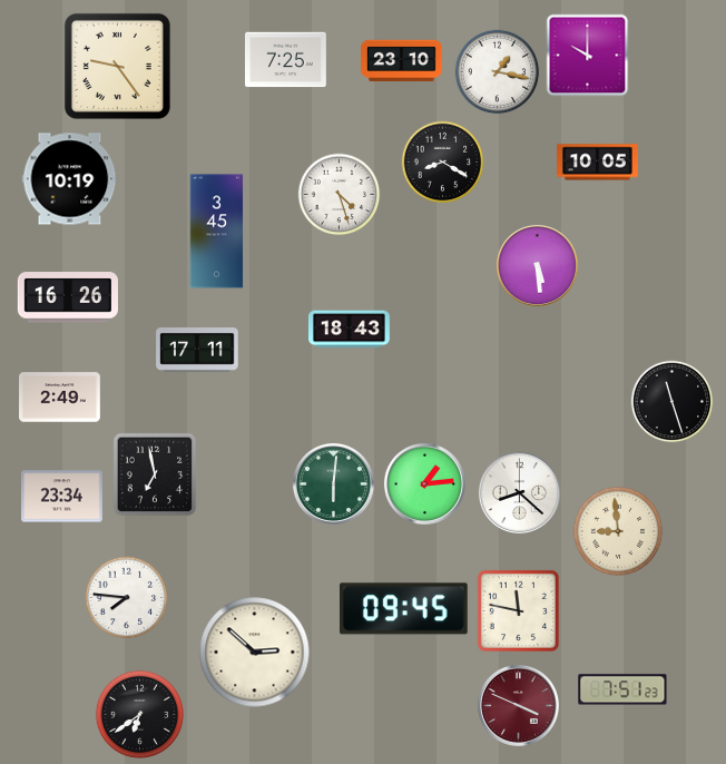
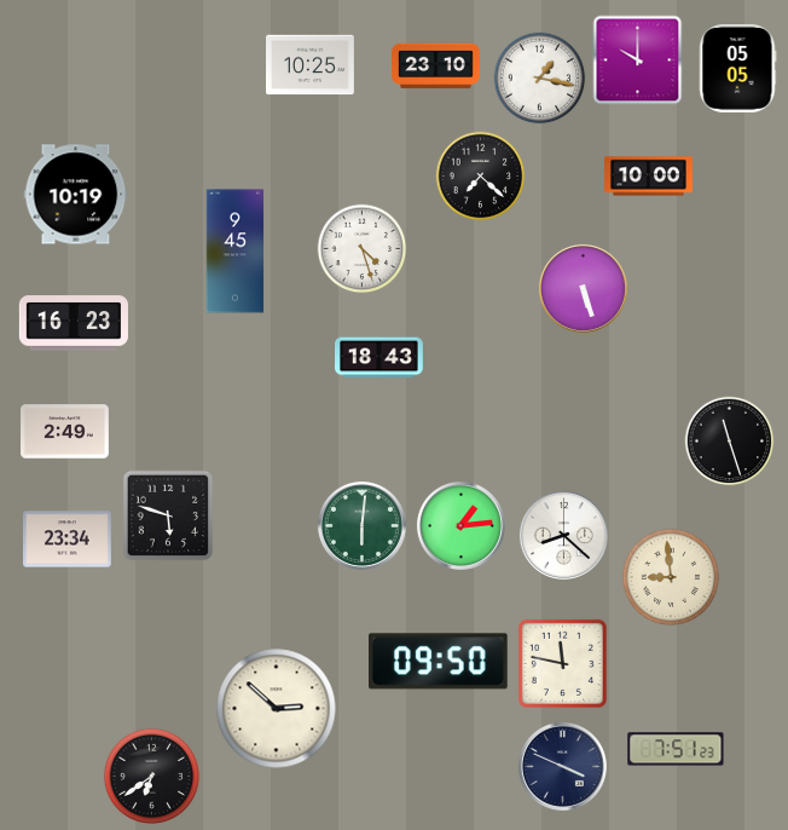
clock at (286, 60): 7:25 -> 10:25
clock at (737, 69): none -> 05:05
clock at (117, 66): 9:24 -> none
clock at (443, 163): 8:20 -> 7:22
clock at (598, 163): 10:05 -> 10:00
clock at (340, 195) position: (340, 195) -> (363, 249)
clock at (217, 232): 3:45 -> 9:45
clock at (537, 265): 5:29 -> 5:27
clock at (68, 297): 16:26 -> 16:23
clock at (197, 351): 17:11 -> none
clock at (673, 402) position: (673, 402) -> (730, 442)
clock at (155, 474): 6:58 -> 5:48
clock at (127, 598): 7:46 -> none
clock at (404, 609): 09:45 -> 09:50
clock at (518, 705) dial: burgundy -> navy
